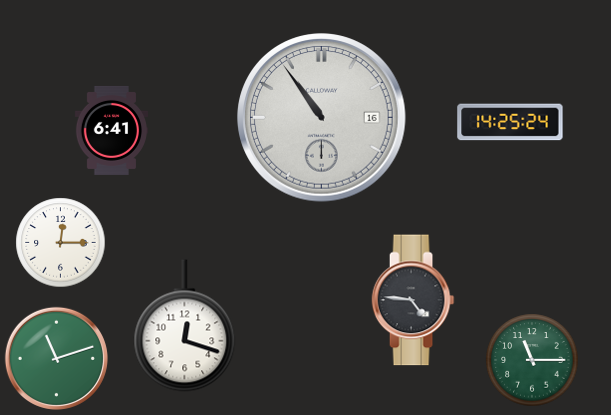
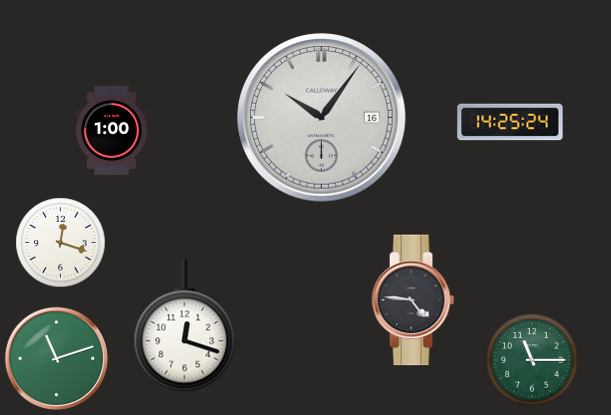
clock at (322, 118): 10:54 -> 10:06
clock at (111, 130): 6:41 -> 1:00
clock at (60, 242): 12:15 -> 12:18
